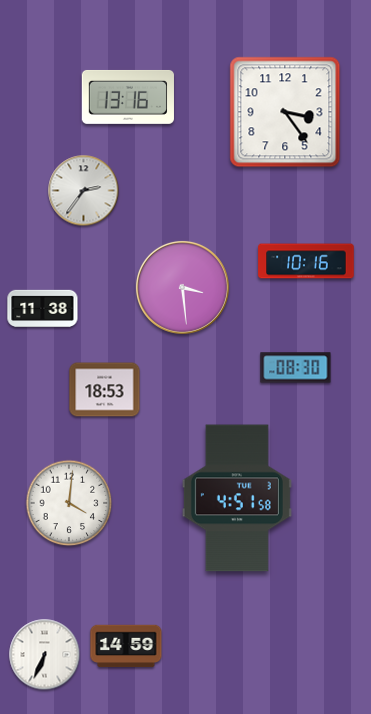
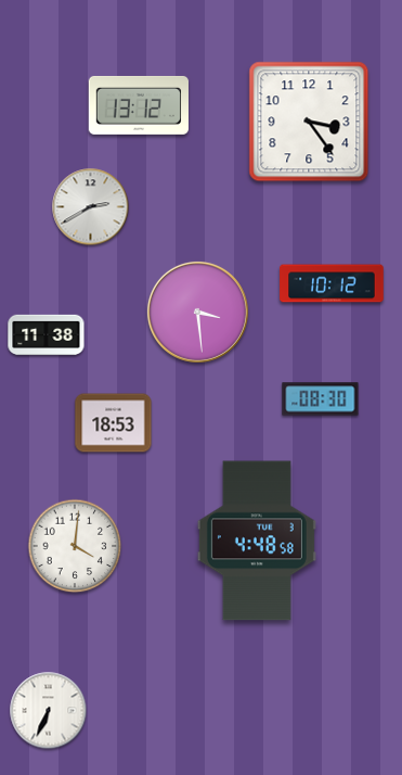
clock at (128, 97): 13:16 -> 13:12
clock at (84, 191): 2:36 -> 2:40
clock at (306, 261): 10:16 -> 10:12
clock at (237, 498): 4:51 -> 4:48
clock at (126, 646): 14:59 -> none
